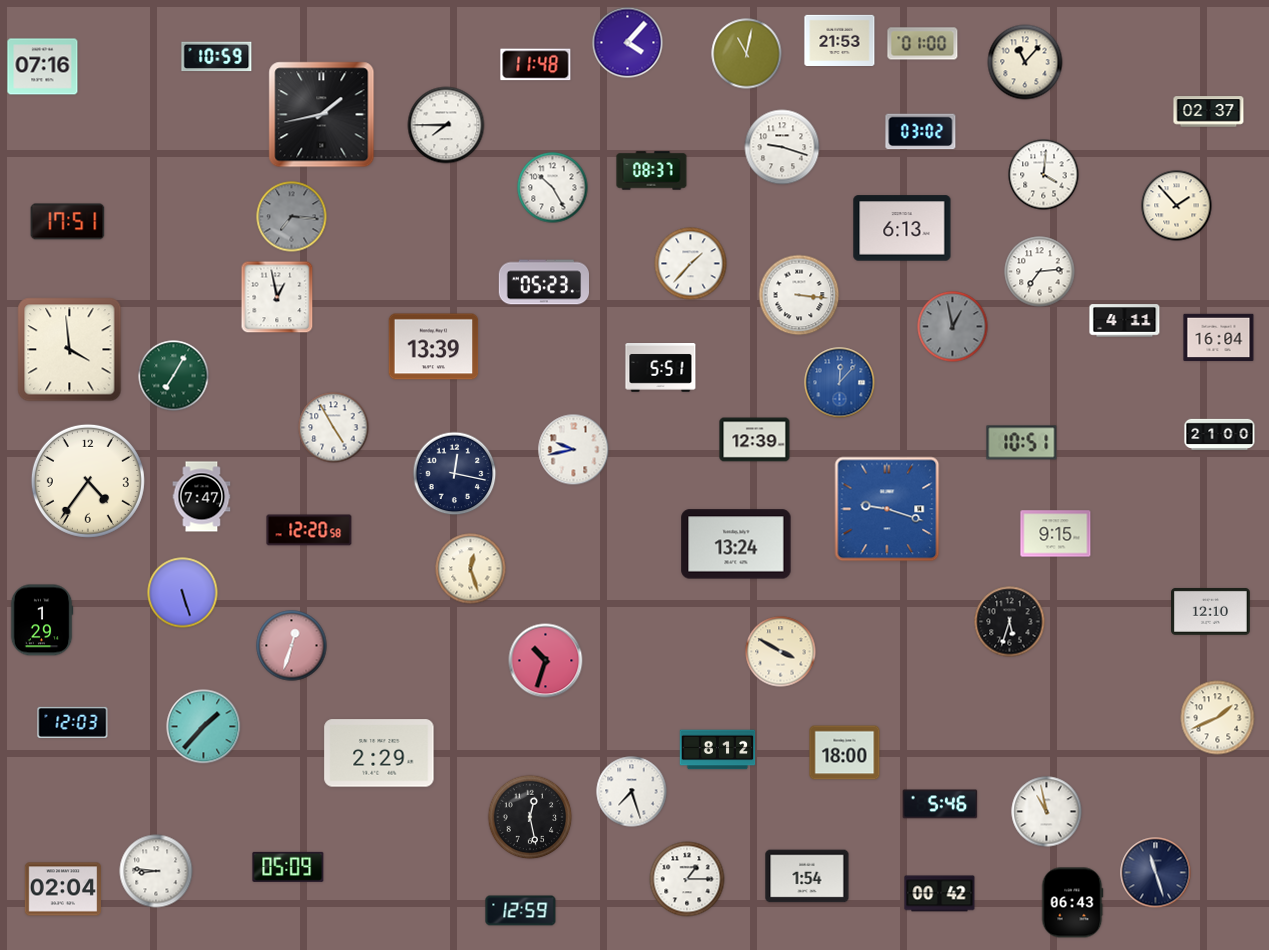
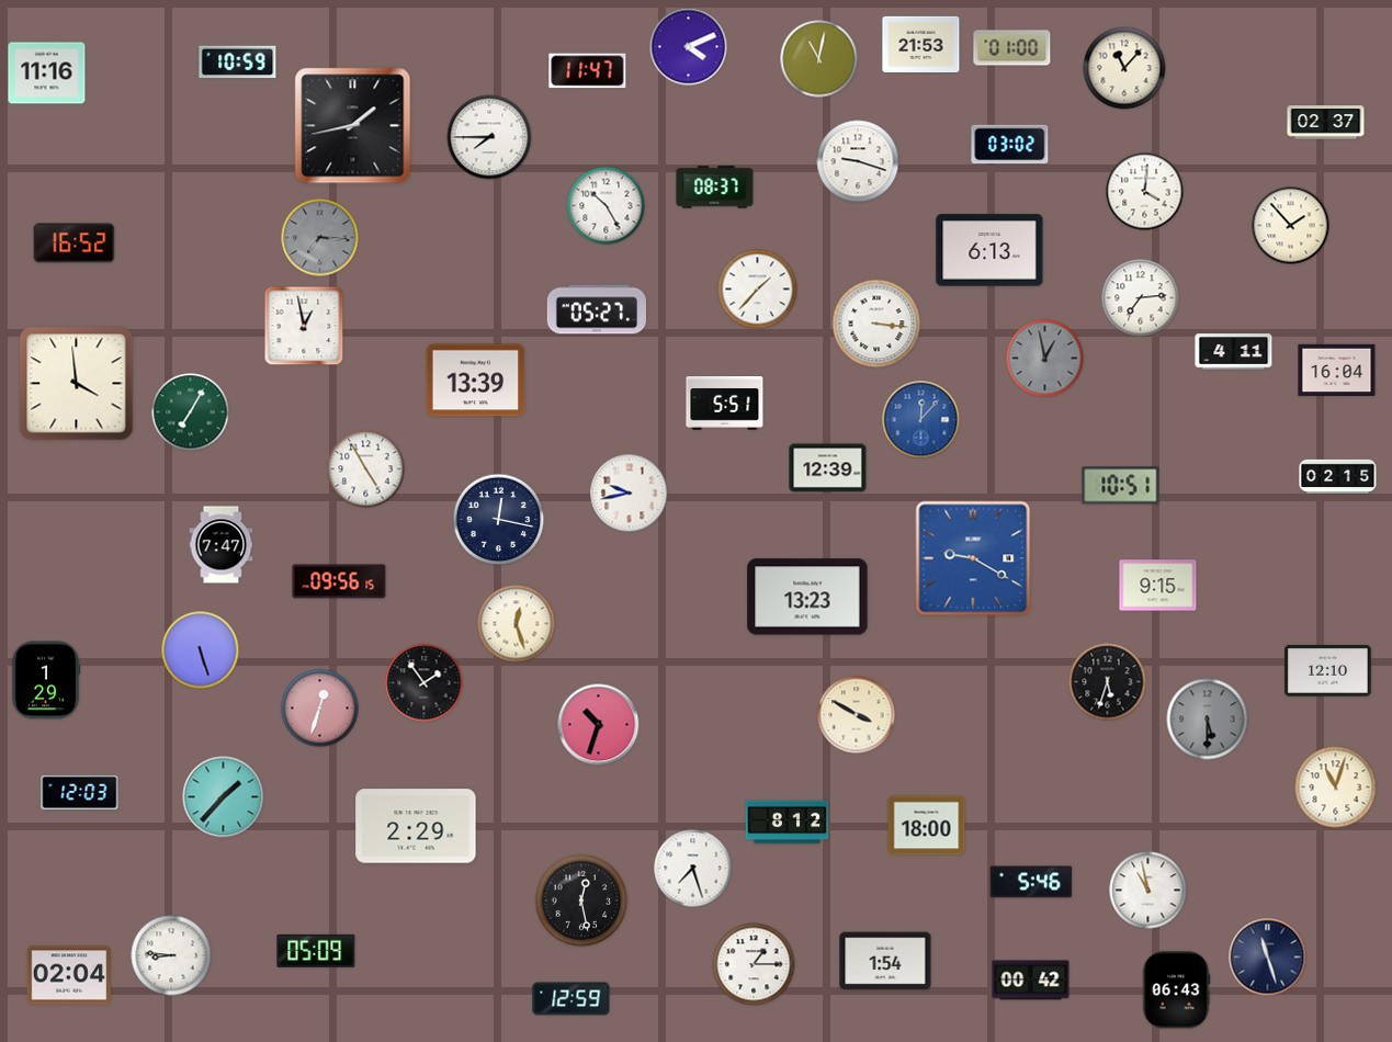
clock at (628, 43): 4:07 -> 4:11
clock at (536, 65): 11:48 -> 11:47
clock at (43, 67): 07:16 -> 11:16
clock at (68, 222): 17:51 -> 16:52
clock at (543, 282): 05:23 -> 05:27
clock at (1220, 434): 21:00 -> 02:15
clock at (755, 440) position: (755, 440) -> (828, 468)
clock at (88, 481): 4:36 -> none
clock at (887, 509): 9:18 -> 9:20
clock at (309, 530): 12:20 -> 09:56
clock at (736, 544): 13:24 -> 13:23
clock at (425, 683): none -> 1:54
clock at (1208, 720): none -> 5:30
clock at (1218, 718): 1:41 -> 11:03
clock at (530, 817) position: (530, 817) -> (581, 901)
